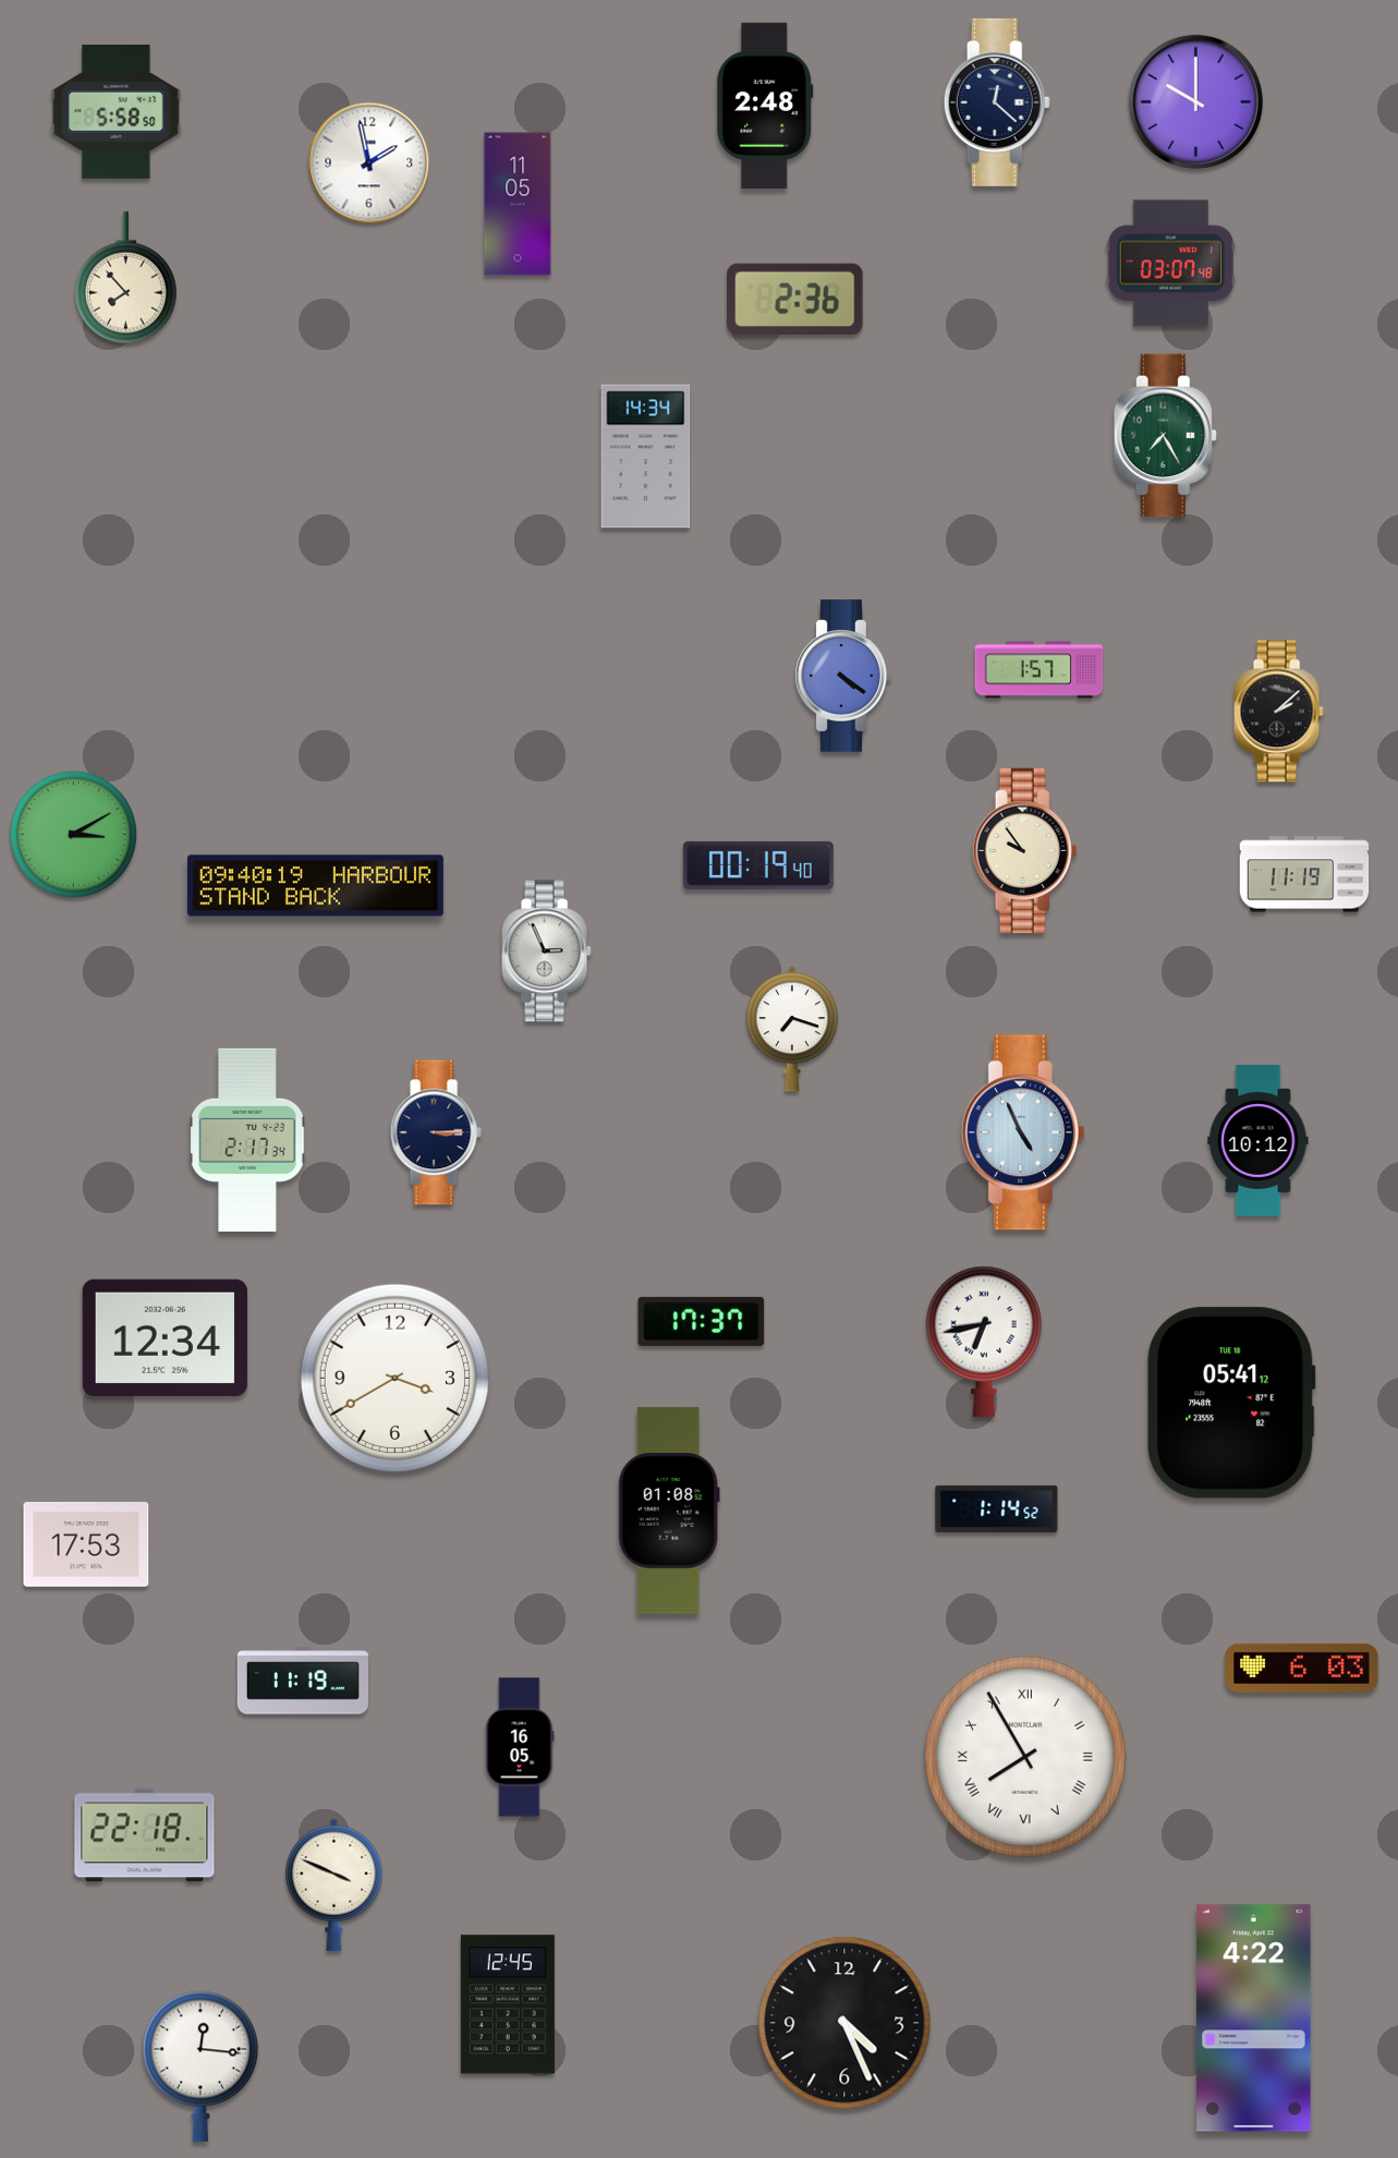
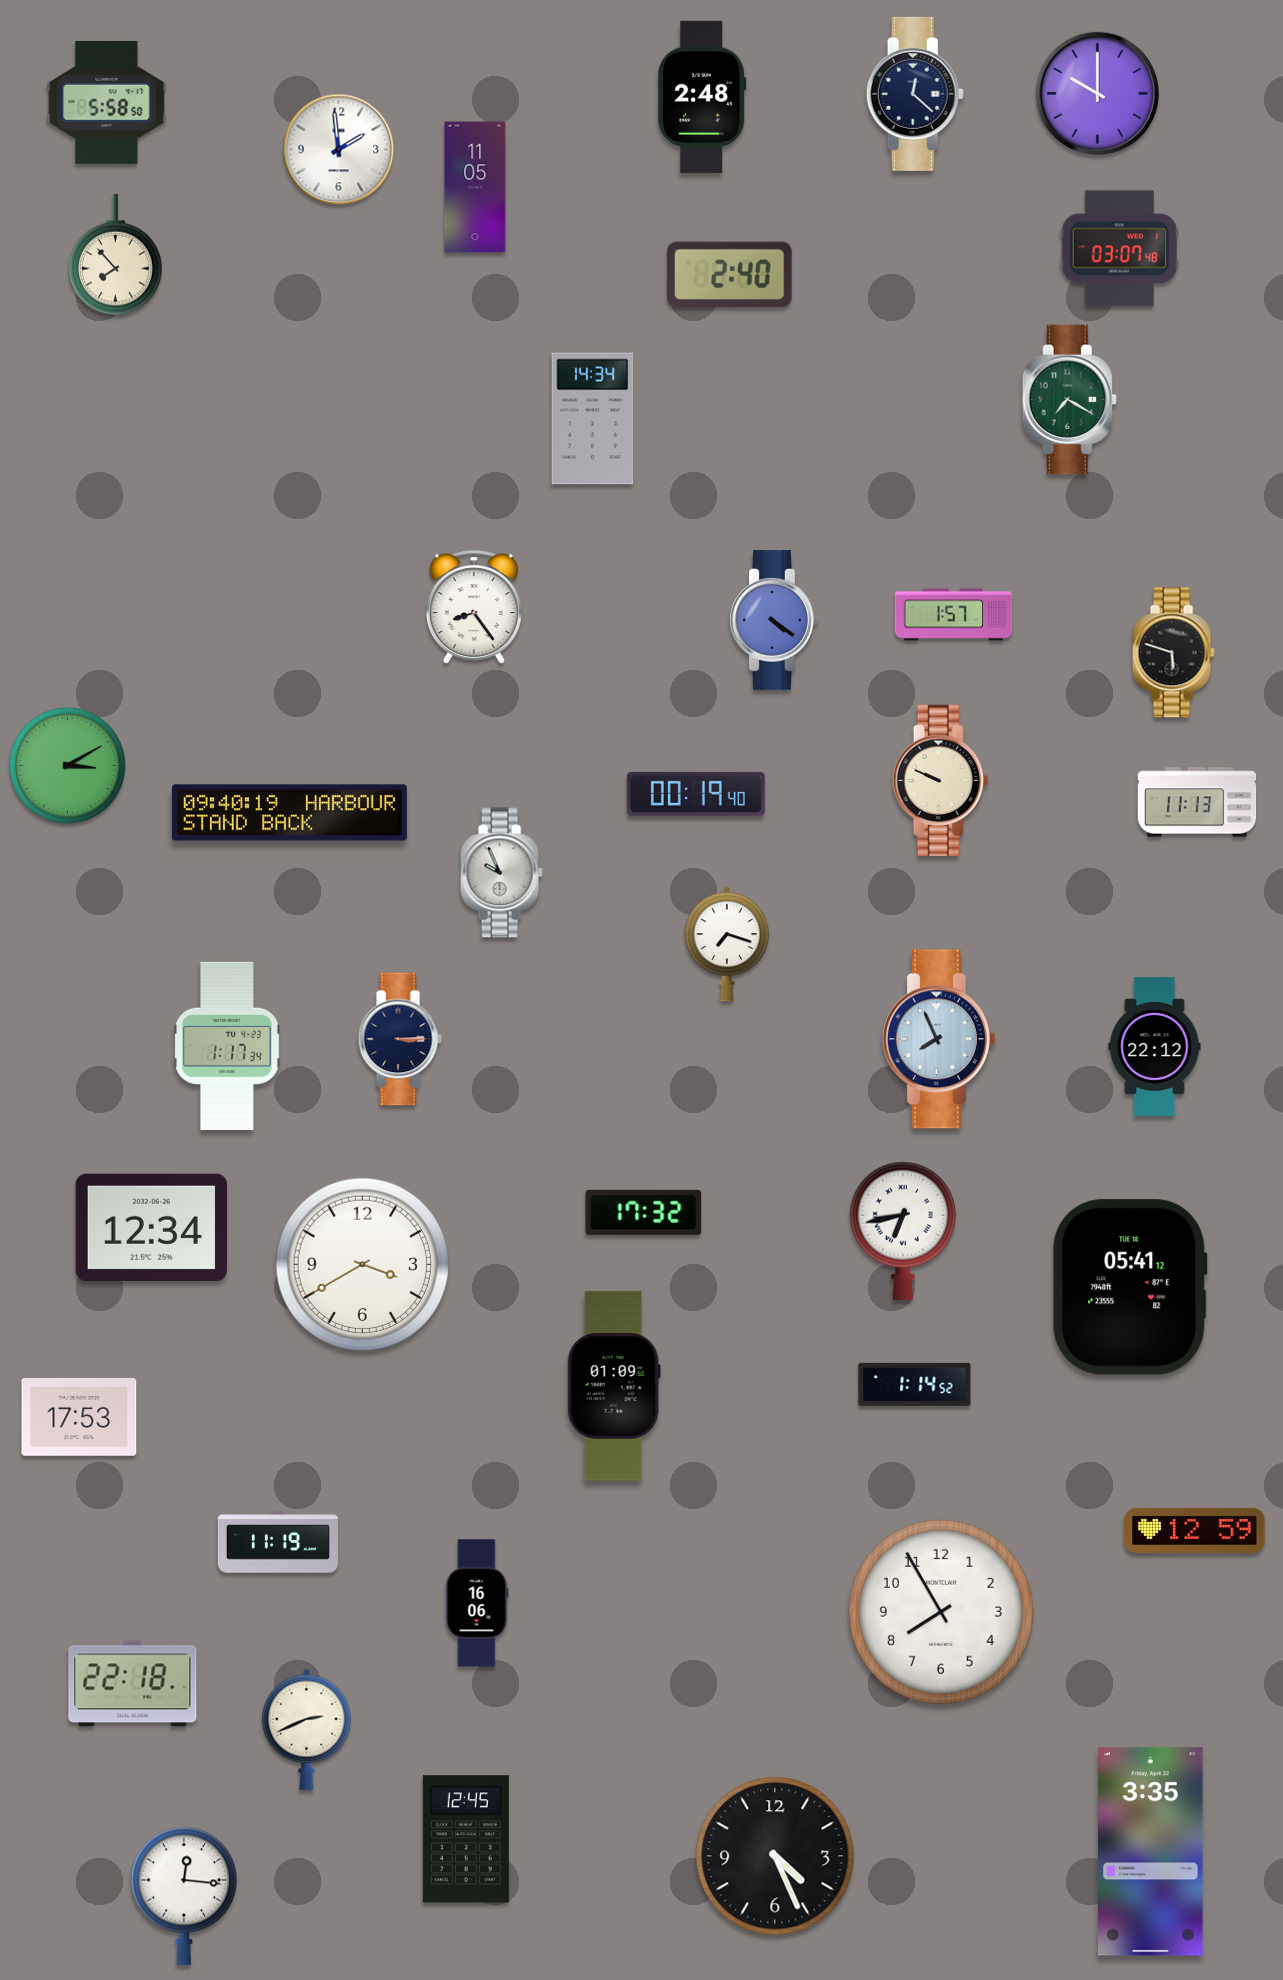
clock at (369, 163): 1:58 -> 1:59
clock at (1170, 264) position: (1170, 264) -> (1119, 249)
clock at (795, 300): 2:36 -> 2:40
clock at (1165, 436): 7:25 -> 7:20
clock at (474, 607): none -> 8:24
clock at (1278, 712): 2:08 -> 5:48
clock at (1025, 850): 9:54 -> 9:49
clock at (1304, 874): 11:19 -> 11:13
clock at (546, 951): 2:56 -> 9:56
clock at (1023, 1132): 4:56 -> 7:56
clock at (247, 1140): 2:17 -> 1:17
clock at (1259, 1141): 10:12 -> 22:12
clock at (702, 1321): 17:37 -> 17:32
clock at (669, 1511): 01:08 -> 01:09
clock at (1302, 1668): 6:03 -> 12:59
clock at (520, 1747): 16:05 -> 16:06
clock at (1025, 1757) numerals: Roman -> Arabic
clock at (335, 1884): 3:49 -> 2:41
clock at (1254, 2018): 4:22 -> 3:35
